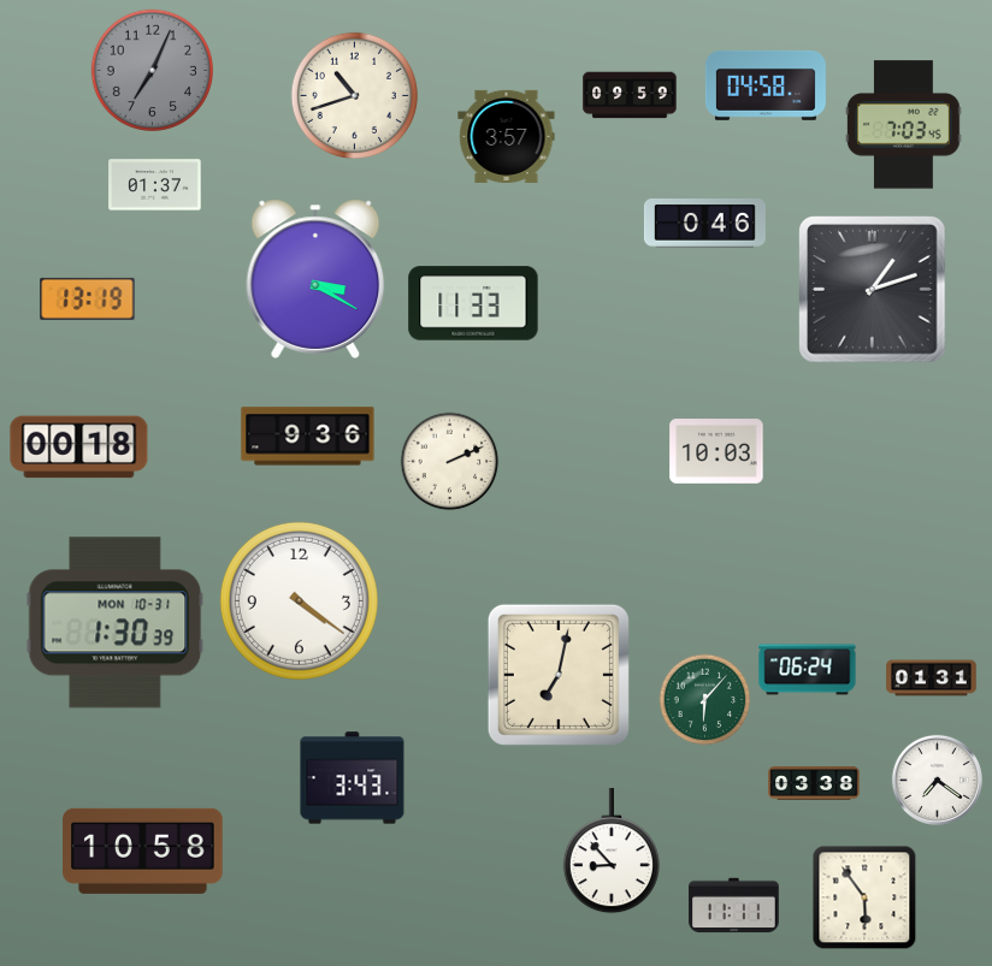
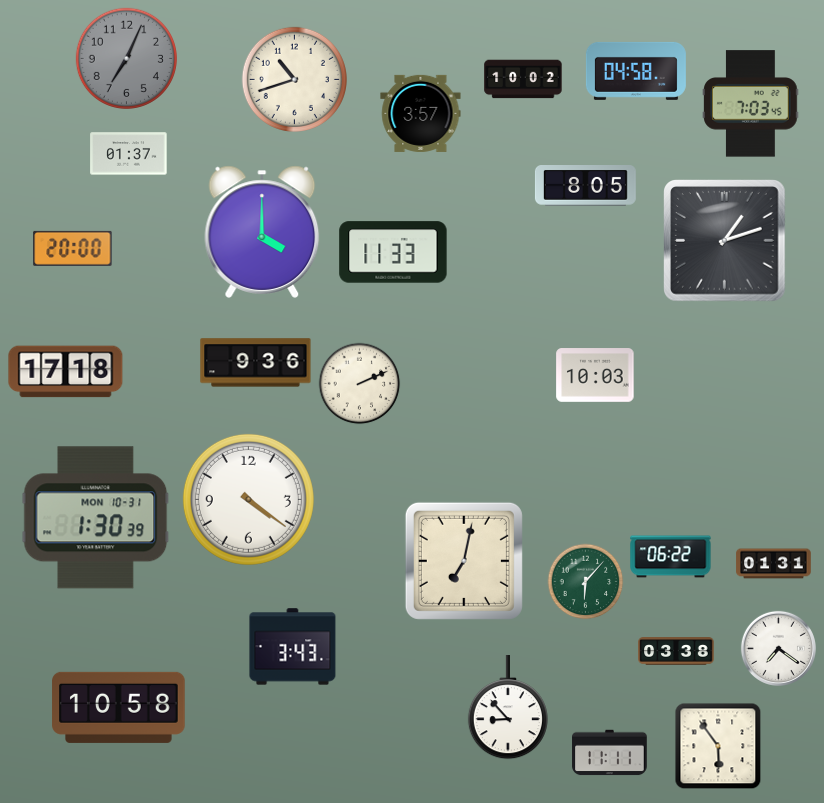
clock at (630, 95): 09:59 -> 10:02
clock at (704, 224): 0:46 -> 8:05
clock at (315, 279): 3:20 -> 4:00
clock at (88, 298): 13:19 -> 20:00
clock at (79, 448): 00:18 -> 17:18
clock at (450, 462) position: (450, 462) -> (360, 384)
clock at (808, 670): 06:24 -> 06:22
